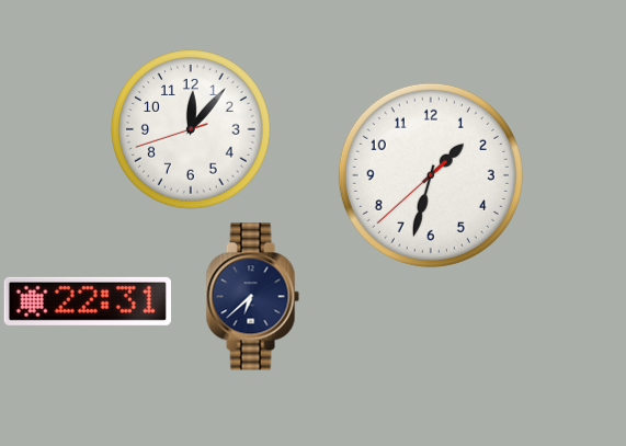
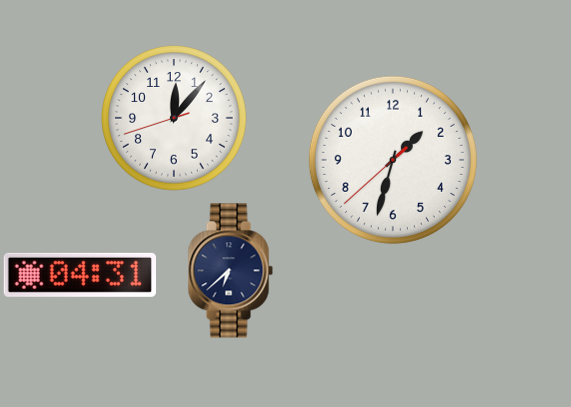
clock at (87, 301): 22:31 -> 04:31
